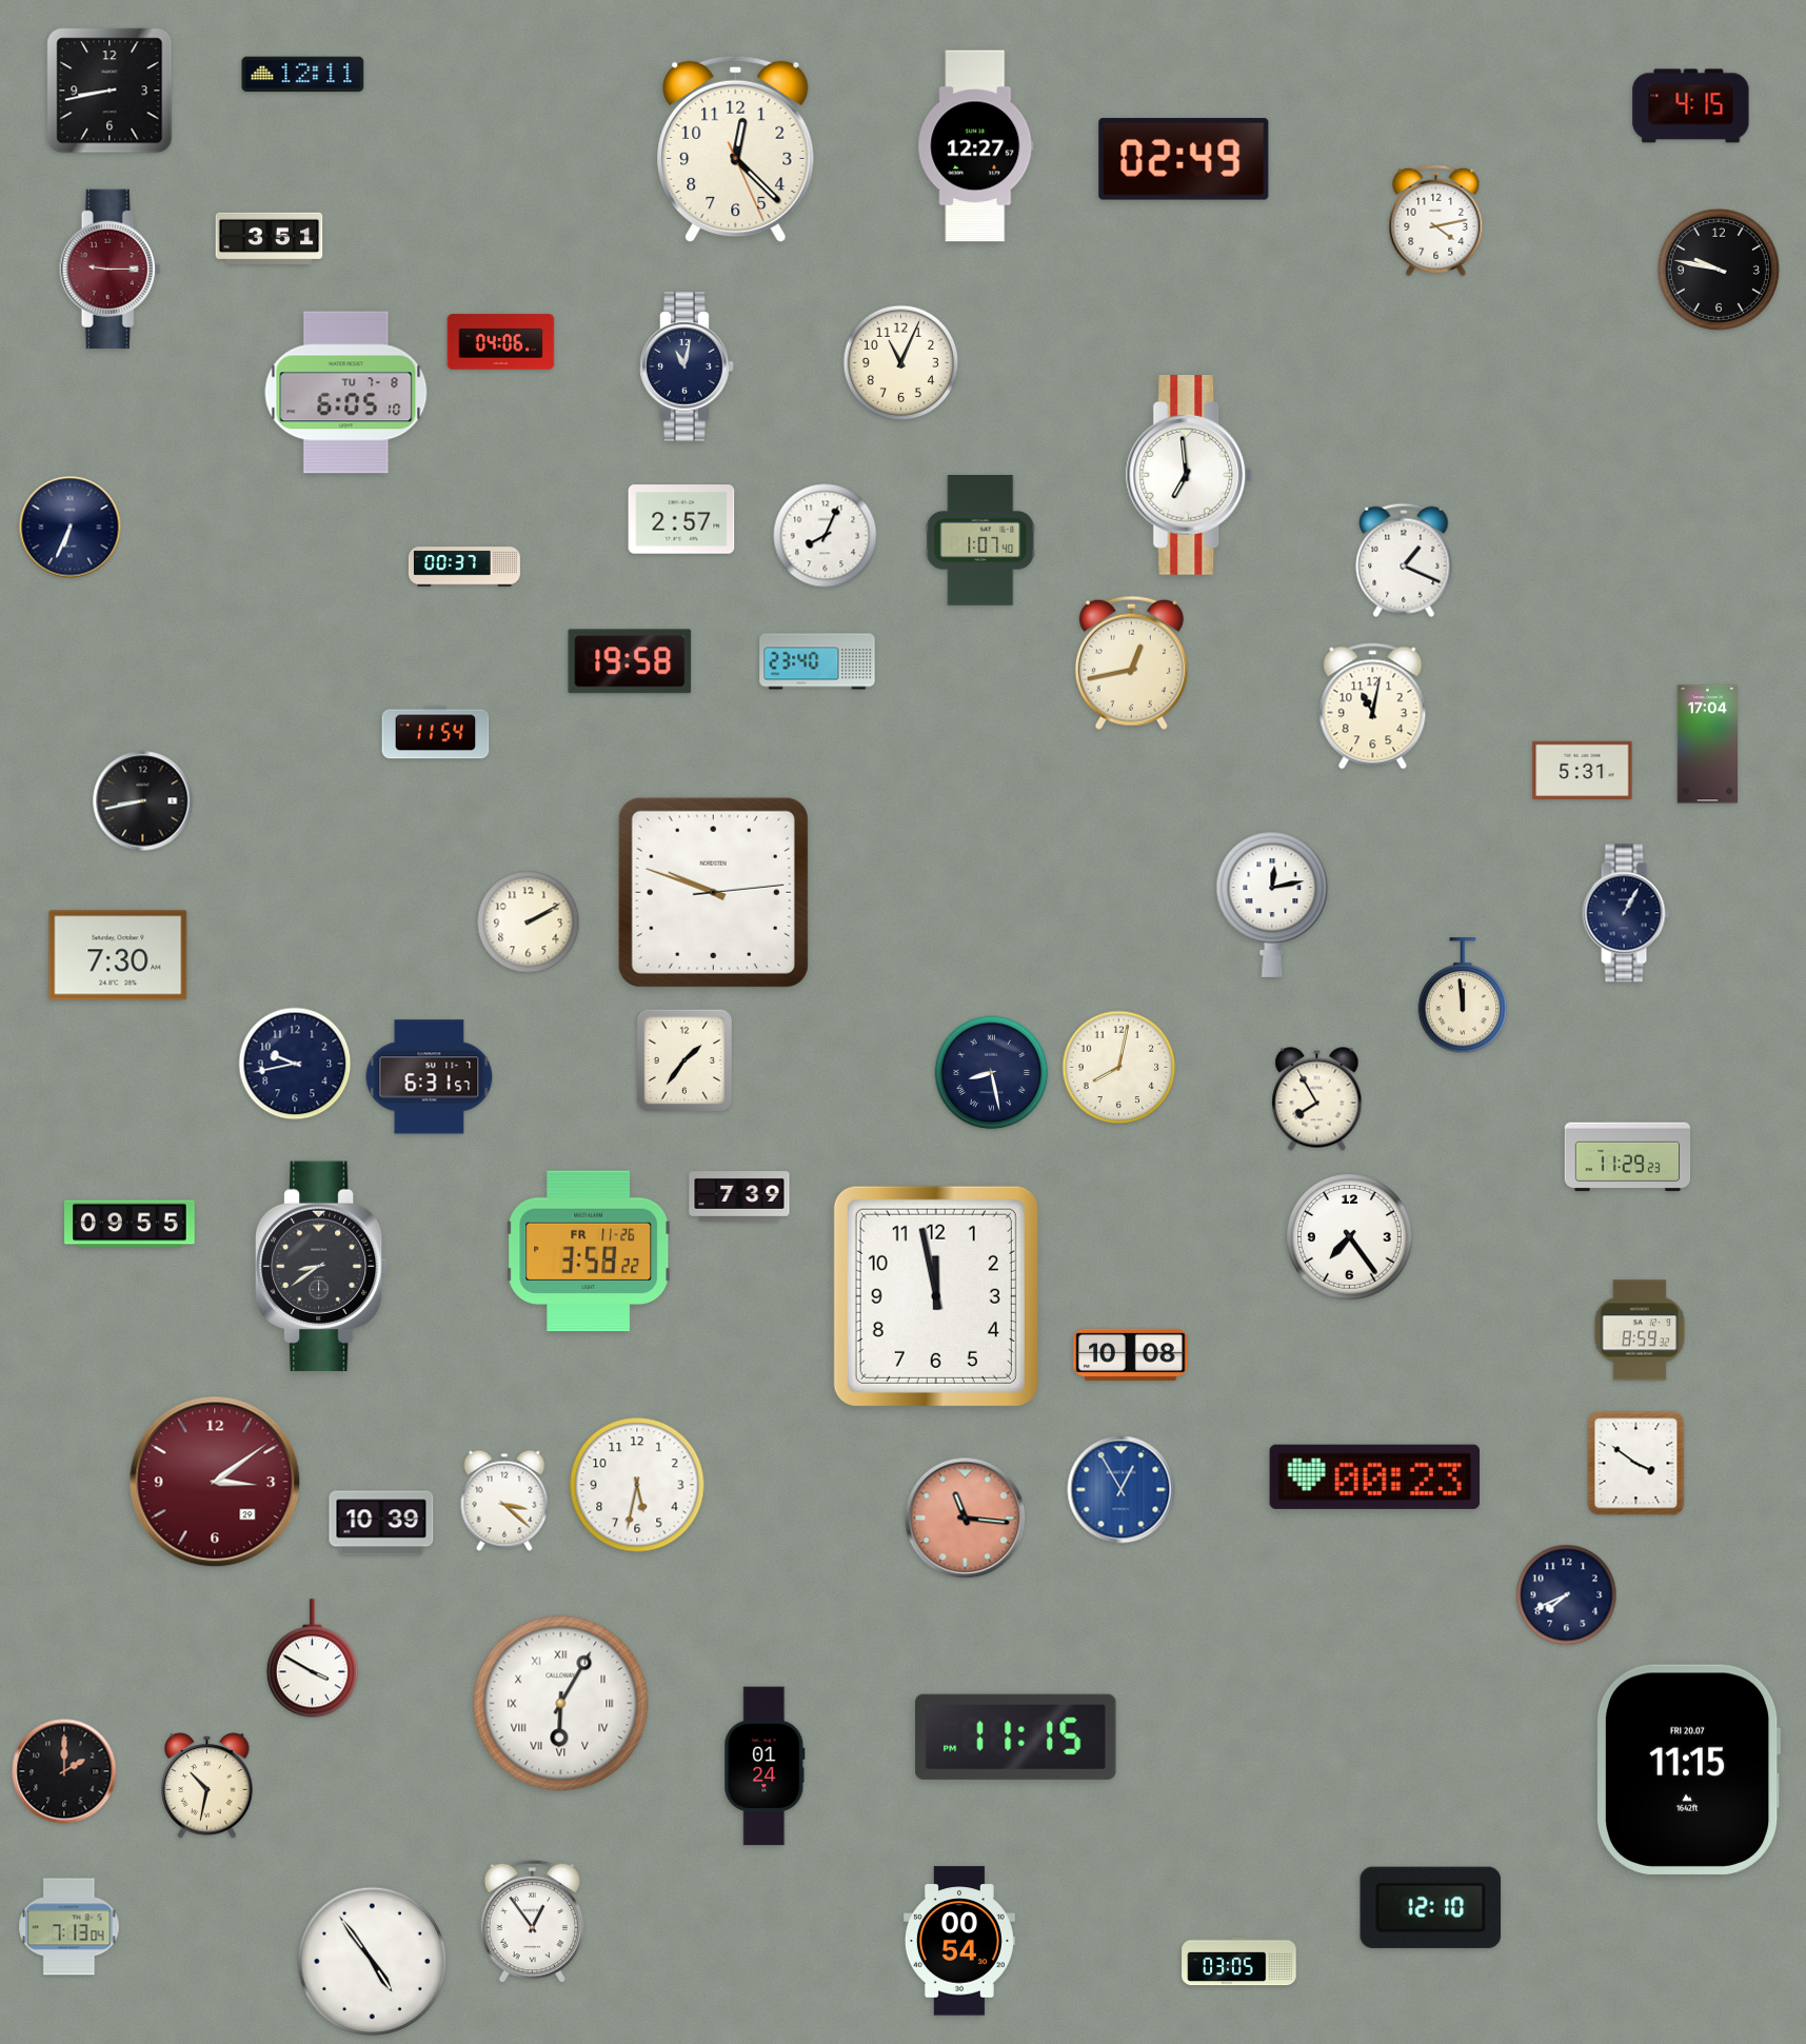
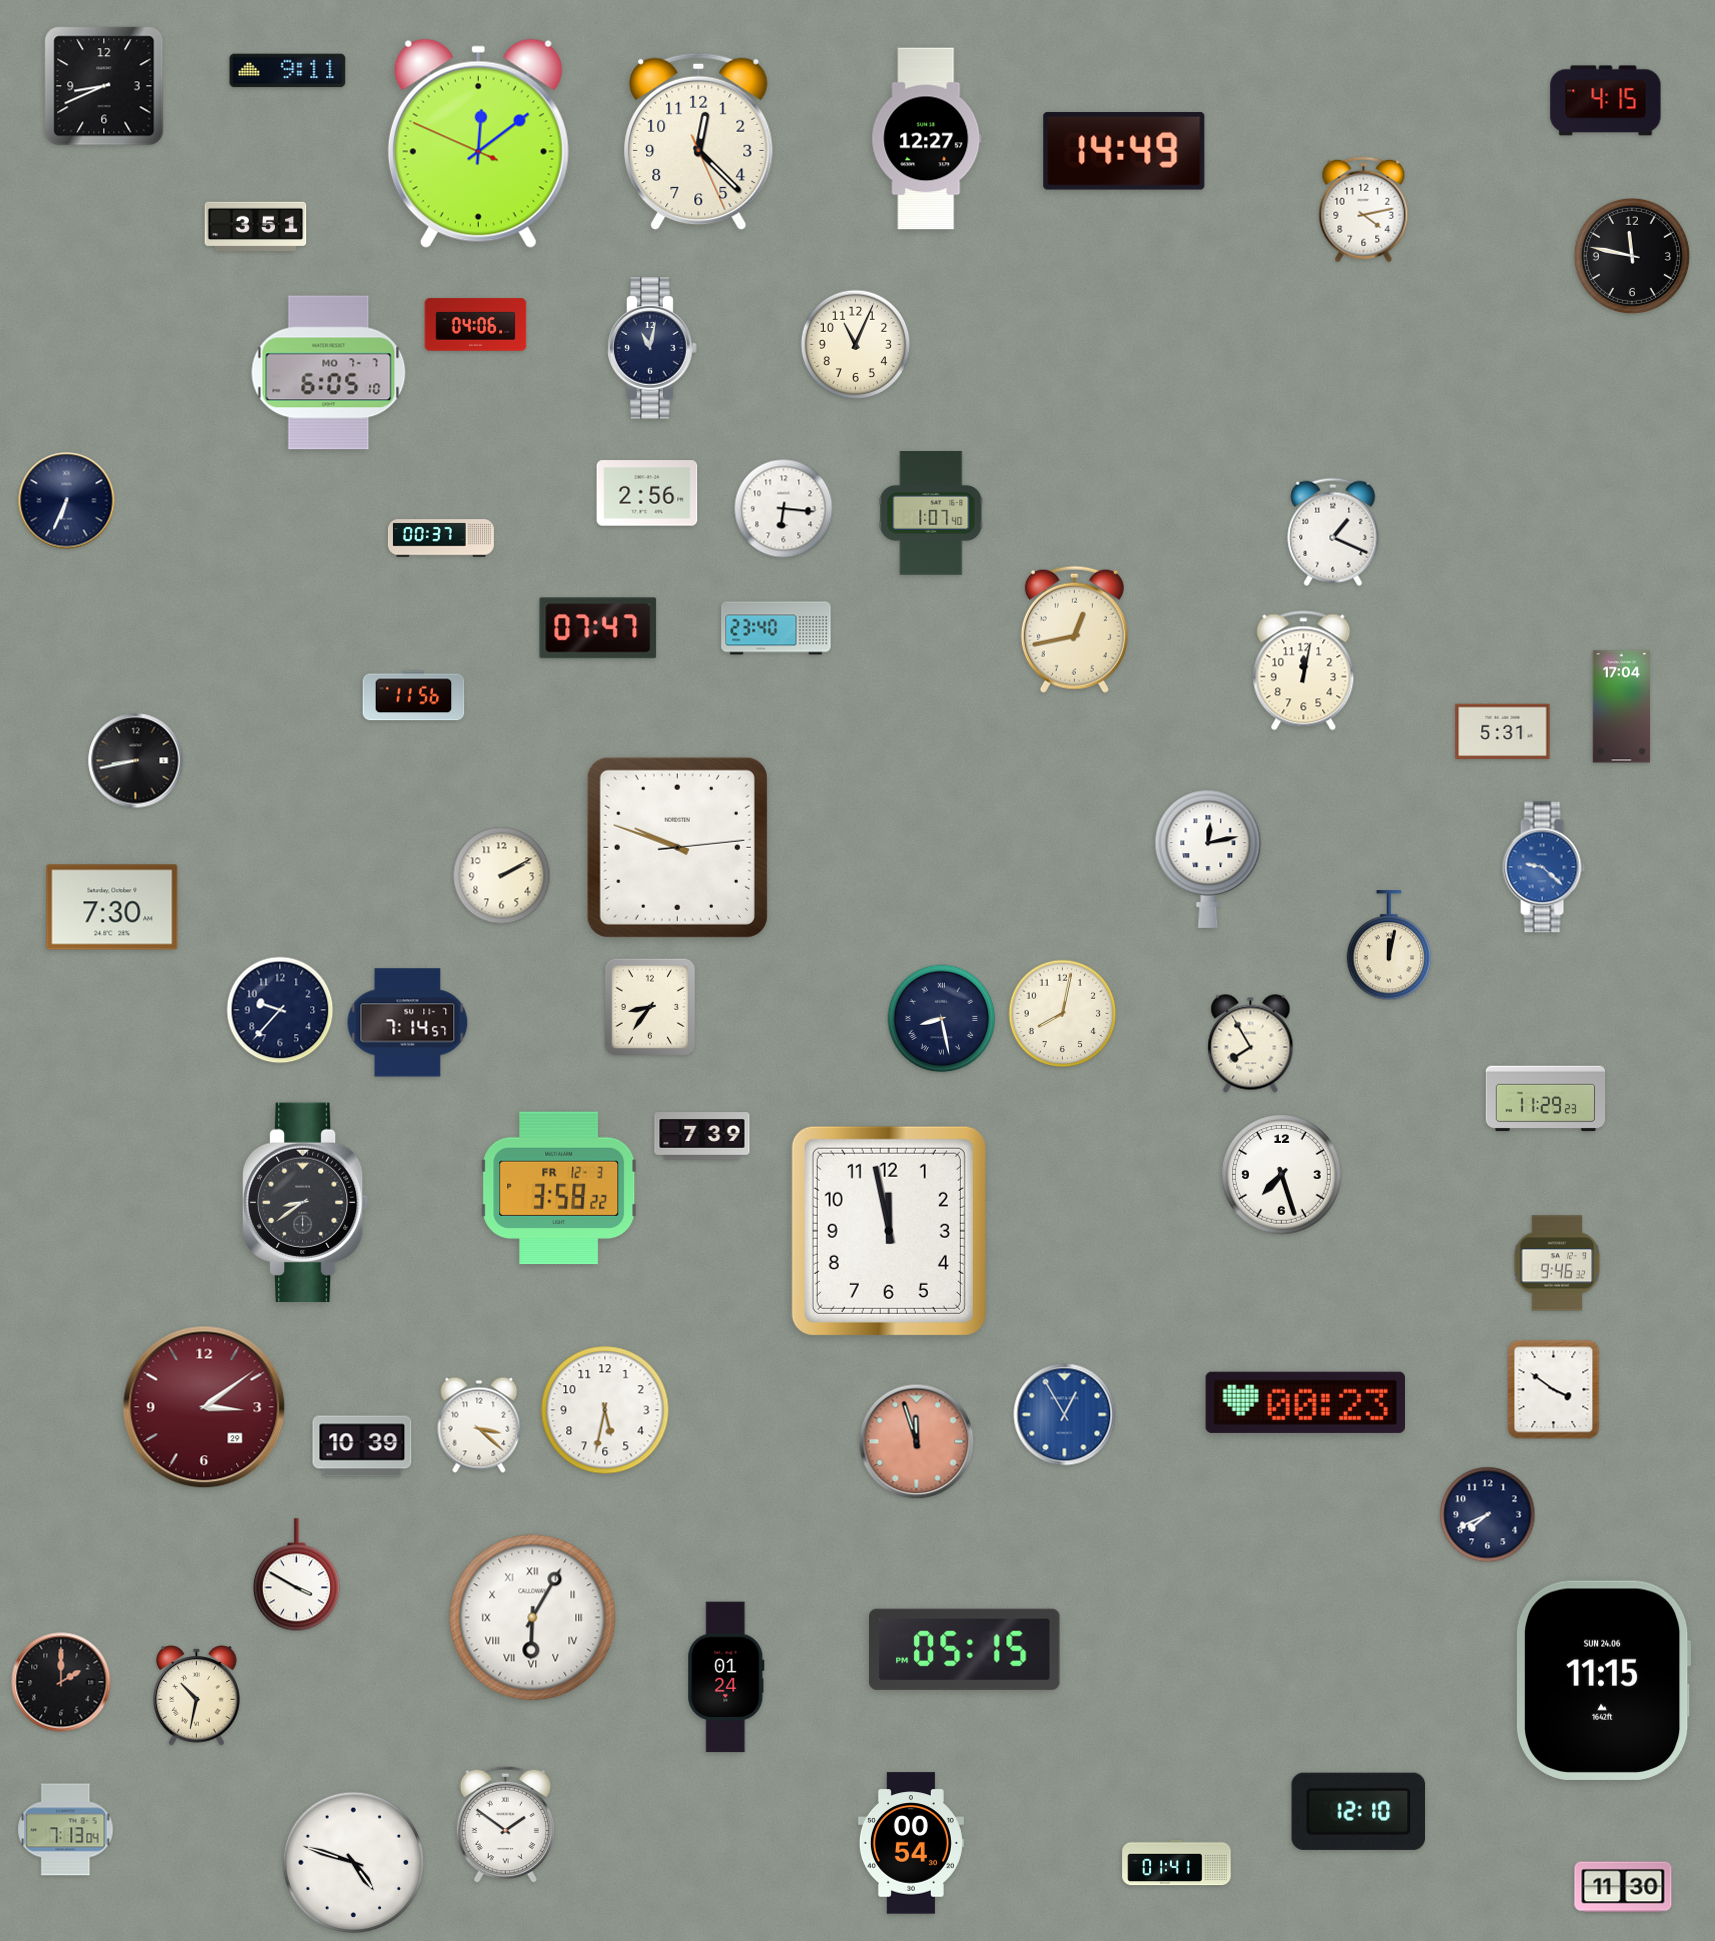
clock at (303, 75): 12:11 -> 9:11
clock at (110, 91): 8:43 -> 8:41
clock at (478, 144): none -> 12:08
clock at (1184, 159): 02:49 -> 14:49
clock at (111, 270): 9:15 -> none
clock at (1719, 270): 9:47 -> 11:47
clock at (346, 393) date: TU 7-8 -> MO 7-7
clock at (1189, 476): 6:59 -> none
clock at (681, 519): 2:57 -> 2:56
clock at (826, 536): 8:04 -> 6:16
clock at (630, 661): 19:58 -> 07:47
clock at (1373, 707): 11:02 -> 12:02
clock at (436, 733): 11:54 -> 11:56
clock at (1626, 913): 1:05 -> 9:22
clock at (1626, 913) dial: navy -> blue
clock at (1462, 996): 11:59 -> 12:02
clock at (683, 1059): 1:36 -> 8:36
clock at (295, 1064): 9:43 -> 9:37
clock at (430, 1077): 6:31 -> 7:14
clock at (131, 1224): 09:55 -> none
clock at (1350, 1237): 7:24 -> 7:27
clock at (589, 1251) date: FR 11-26 -> FR 12-3
clock at (1640, 1330): 8:59 -> 9:46
clock at (1131, 1354): 10:08 -> none
clock at (966, 1519): 11:16 -> 11:57
clock at (1016, 1737): 11:15 -> 05:15
clock at (1688, 1769) date: FRI 20.07 -> SUN 24.06
clock at (532, 1922): 12:54 -> 1:51
clock at (373, 1962): 4:54 -> 4:48
clock at (1239, 1962): 03:05 -> 01:41
clock at (1623, 1887): none -> 11:30
